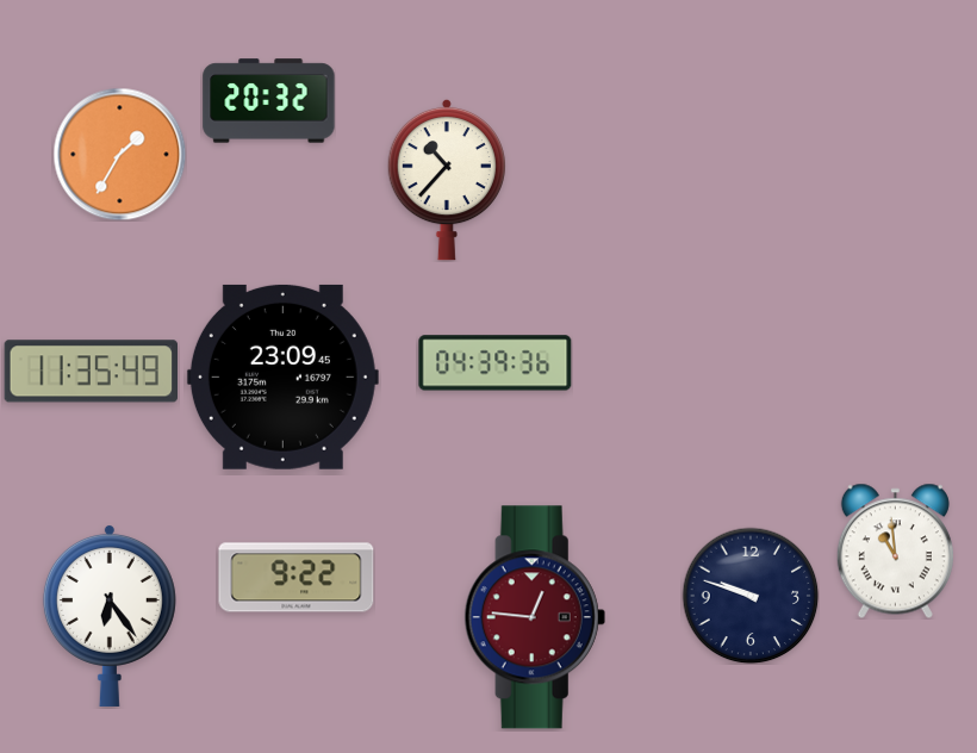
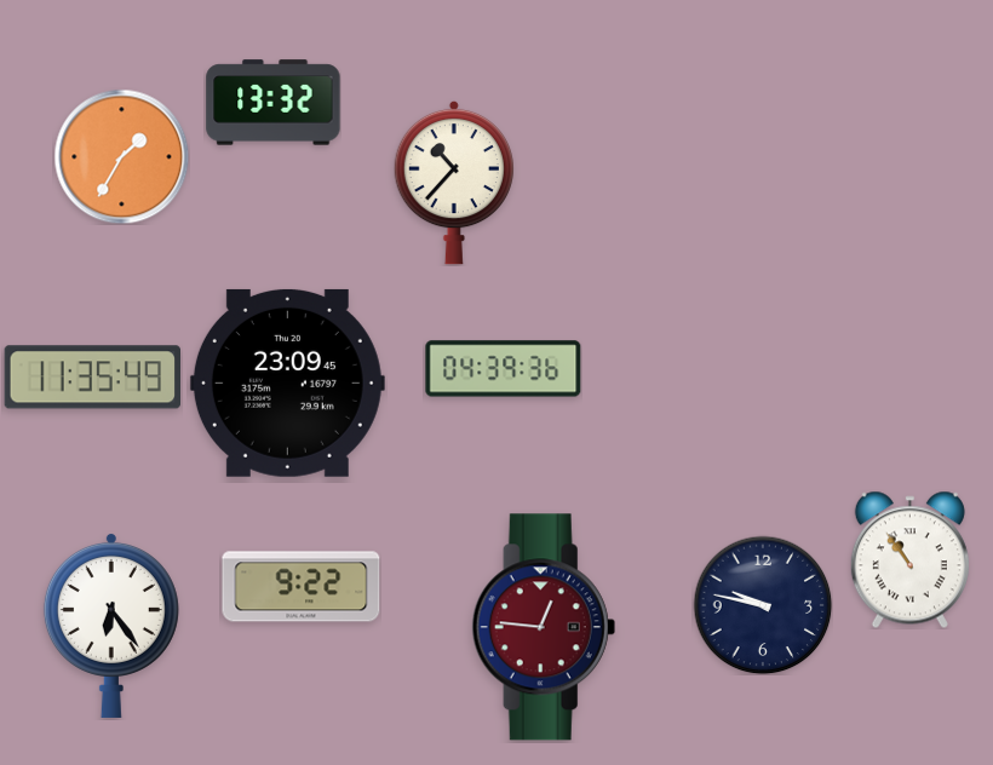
clock at (269, 101): 20:32 -> 13:32
clock at (895, 550): 10:59 -> 10:54
clock at (751, 596): 9:48 -> 9:47
